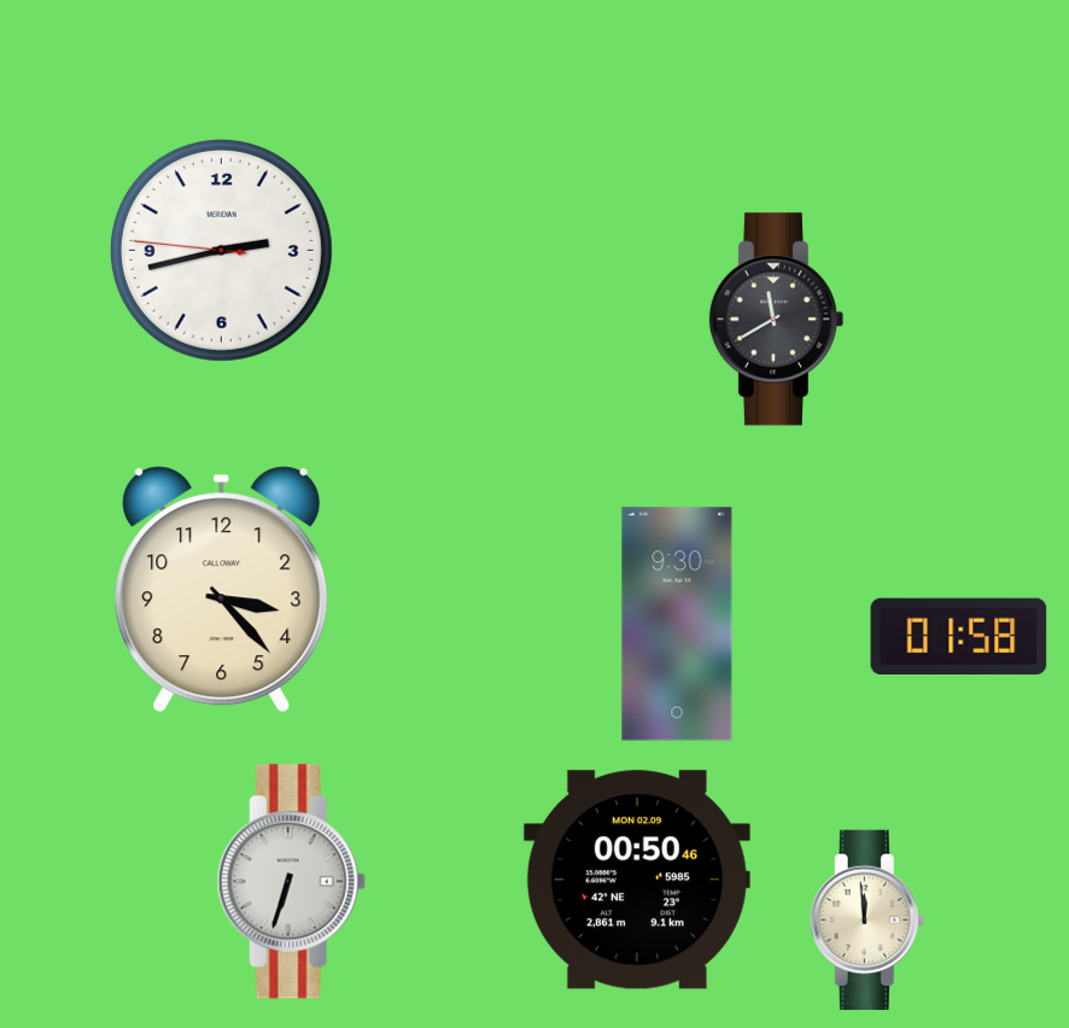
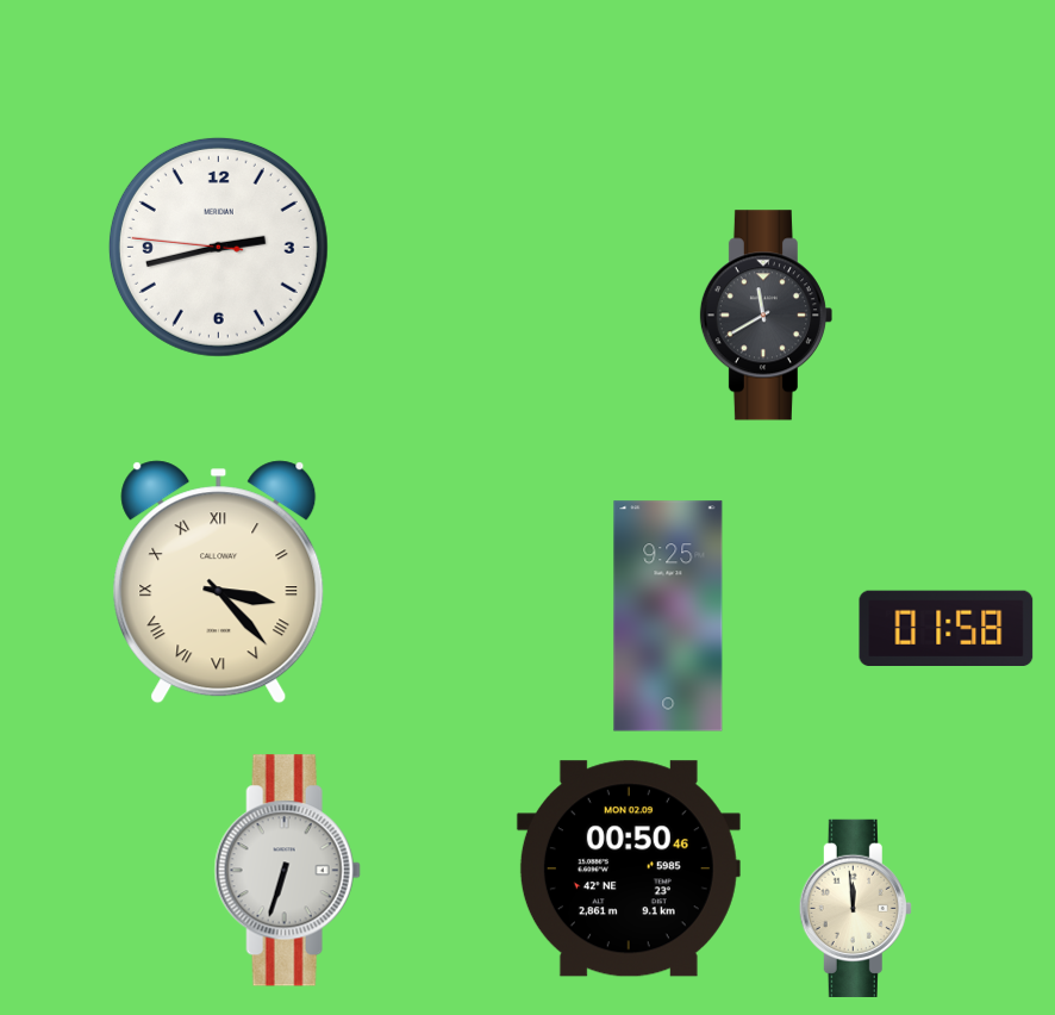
clock at (222, 590) numerals: Arabic -> Roman
clock at (677, 624): 9:30 -> 9:25
